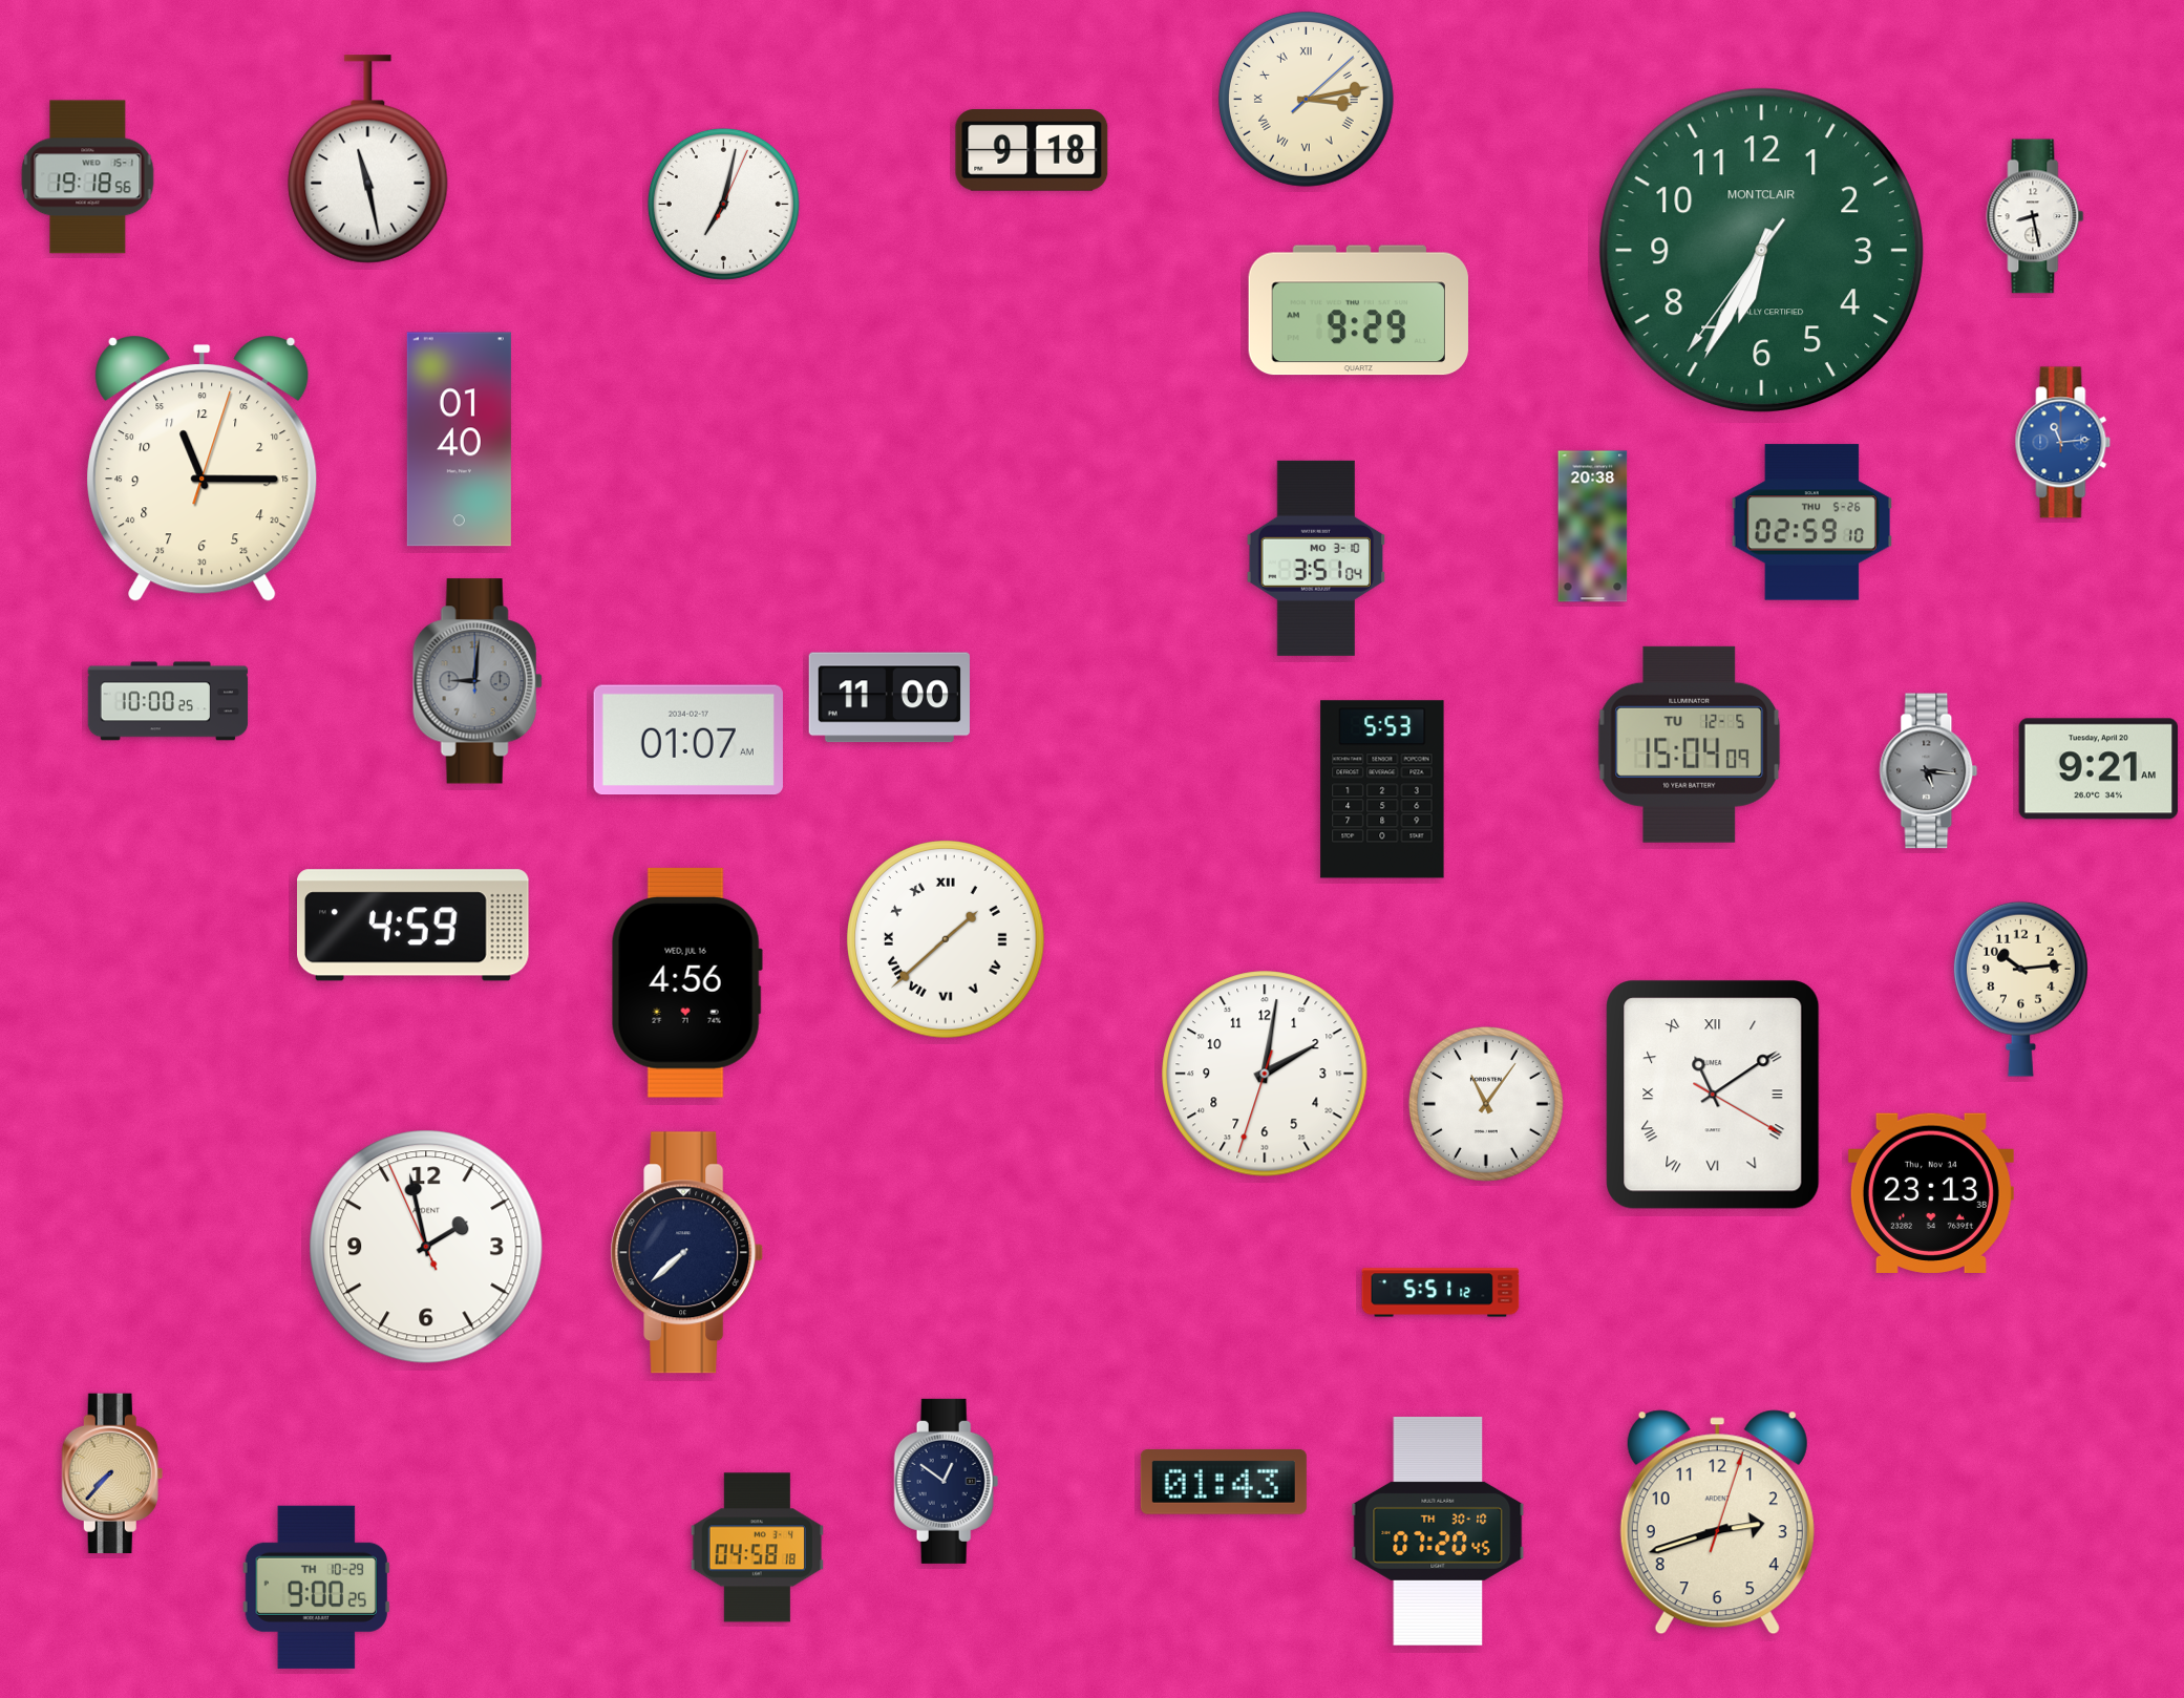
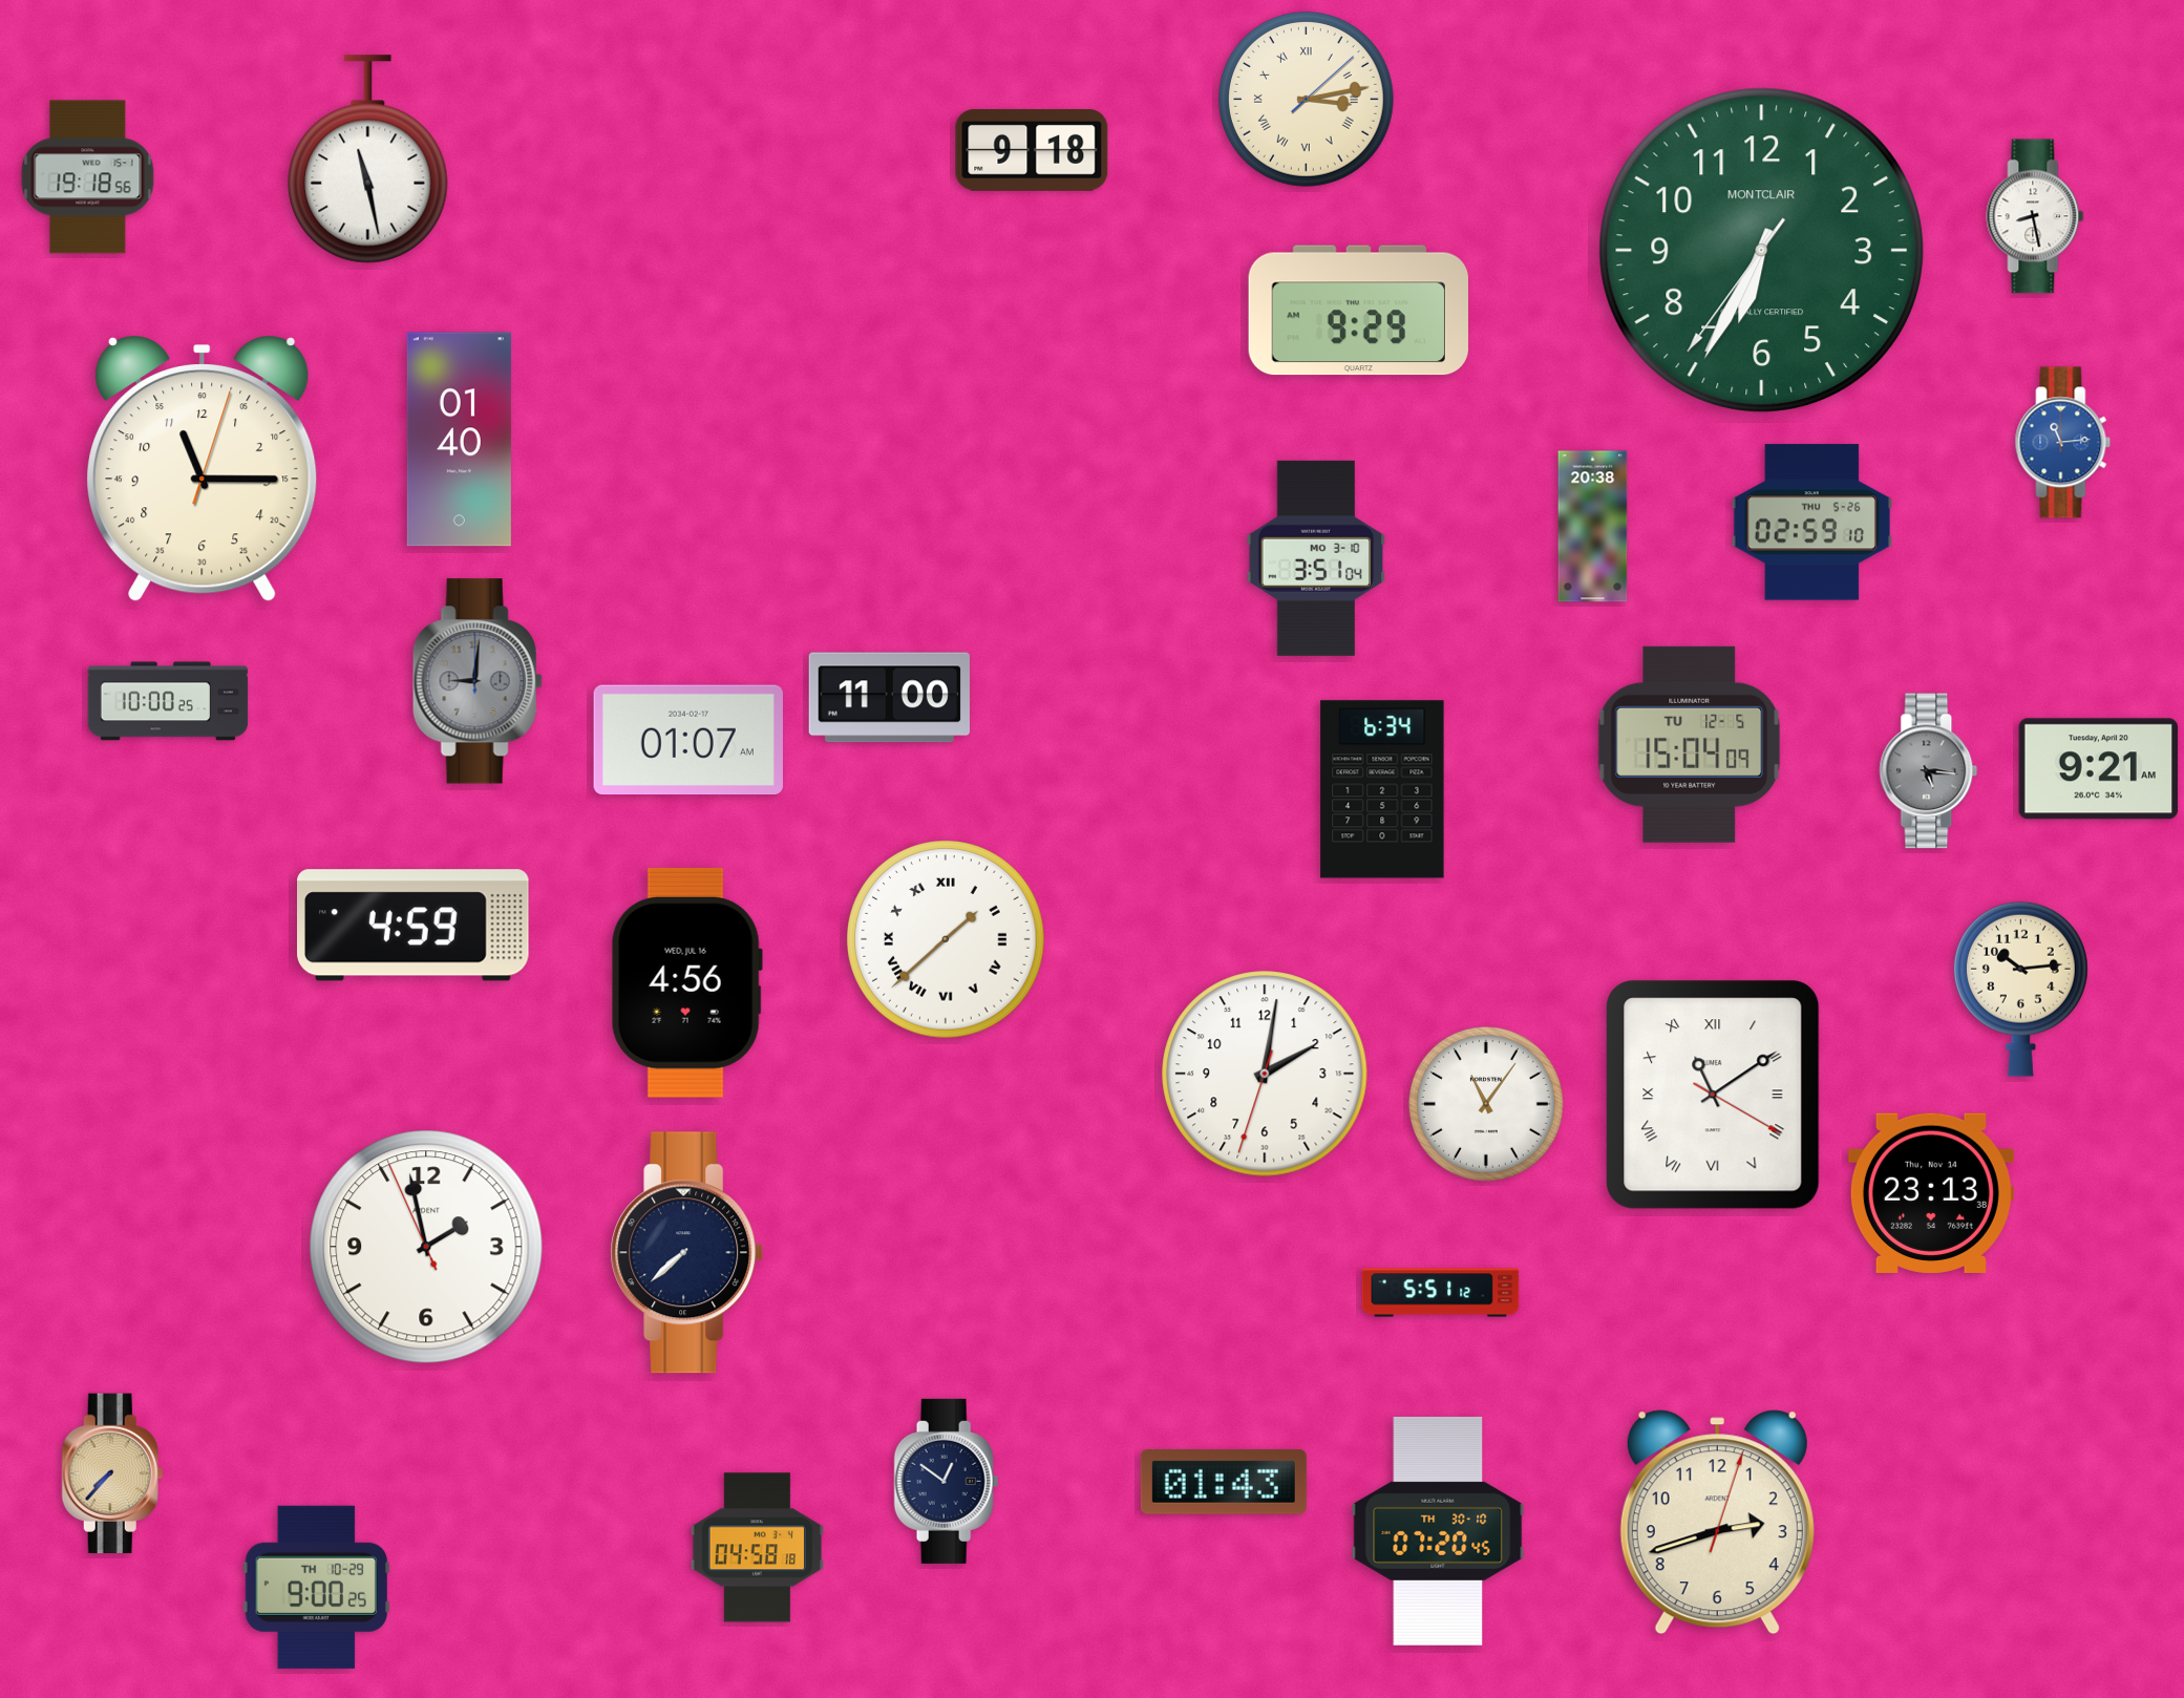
clock at (723, 204): 7:02 -> none
clock at (1382, 789): 5:53 -> 6:34
